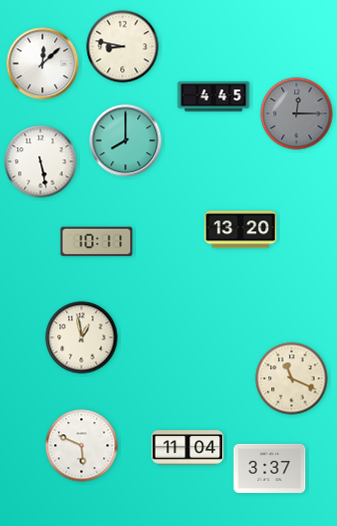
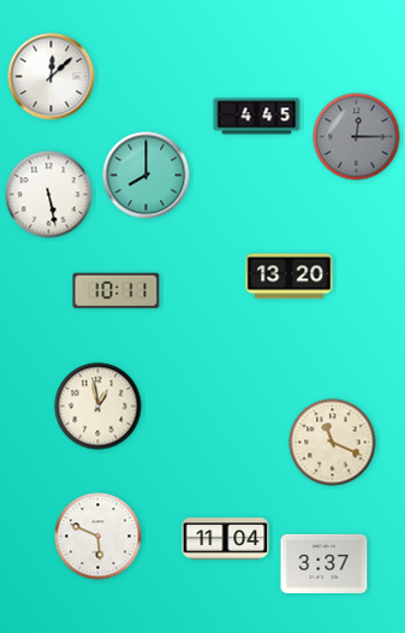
clock at (123, 47): 8:47 -> none
clock at (126, 141) position: (126, 141) -> (147, 176)
clock at (292, 379) position: (292, 379) -> (333, 443)
